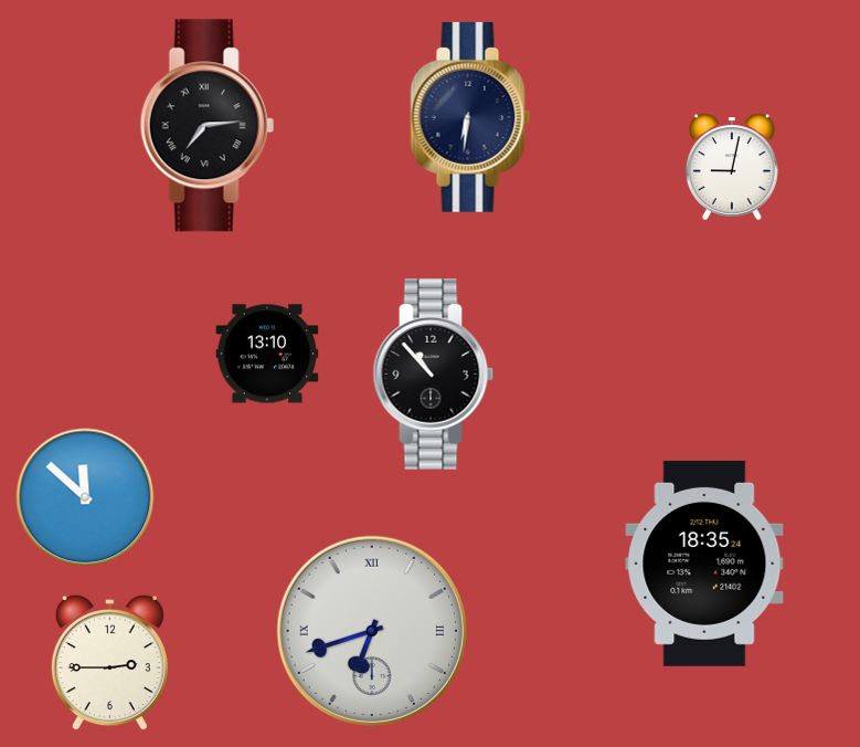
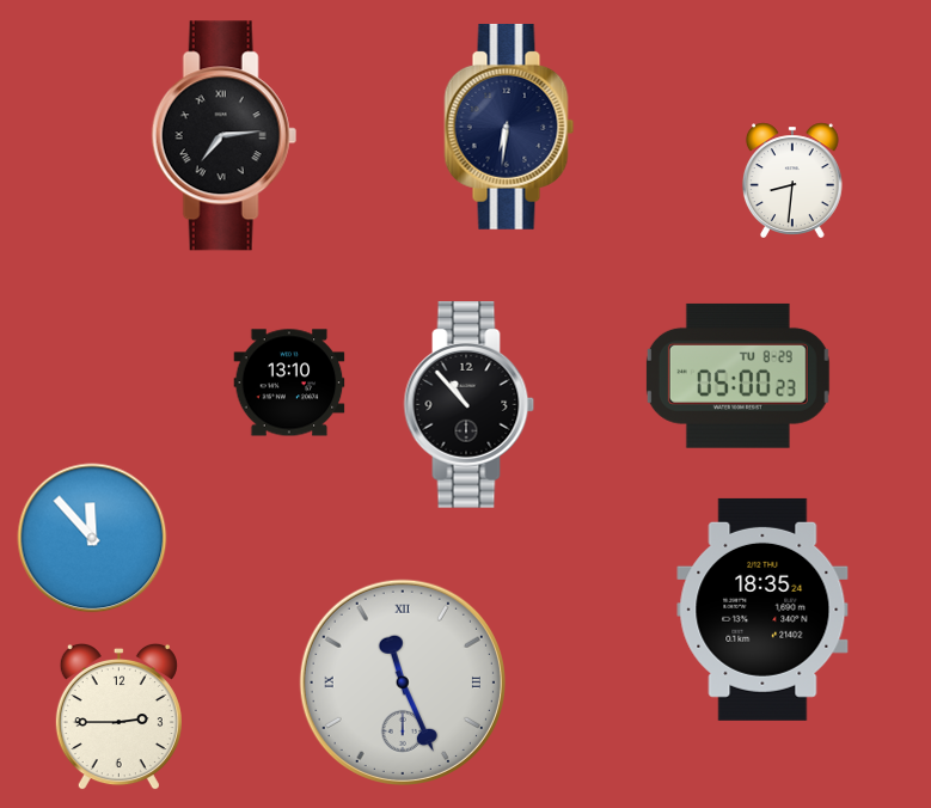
clock at (732, 167): 9:02 -> 8:31
clock at (737, 375): none -> 05:00
clock at (85, 497): 11:52 -> 11:53
clock at (372, 631): 6:42 -> 11:26
